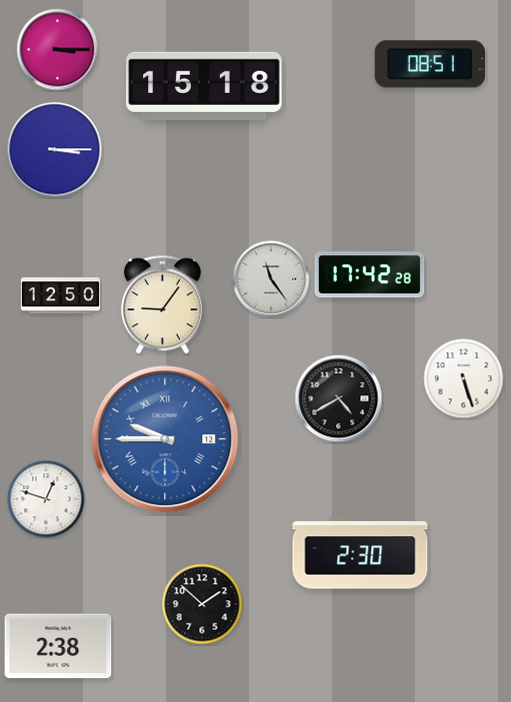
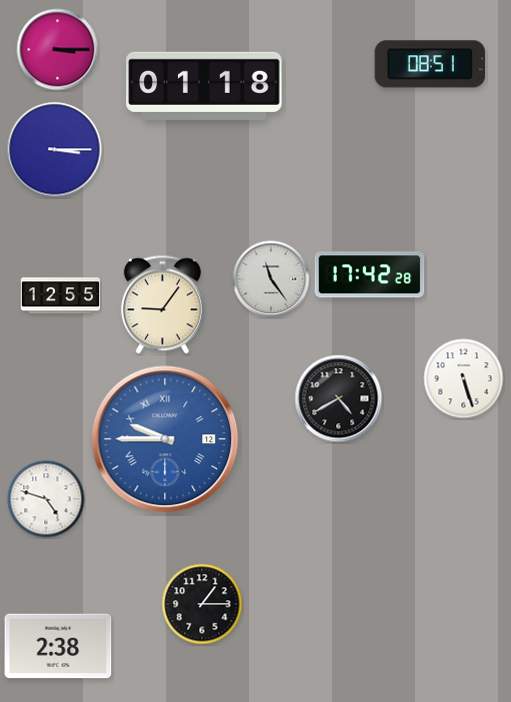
clock at (204, 86): 15:18 -> 01:18
clock at (61, 296): 12:50 -> 12:55
clock at (46, 499): 12:48 -> 4:48
clock at (360, 553): 2:30 -> none
clock at (202, 604): 1:52 -> 1:15
